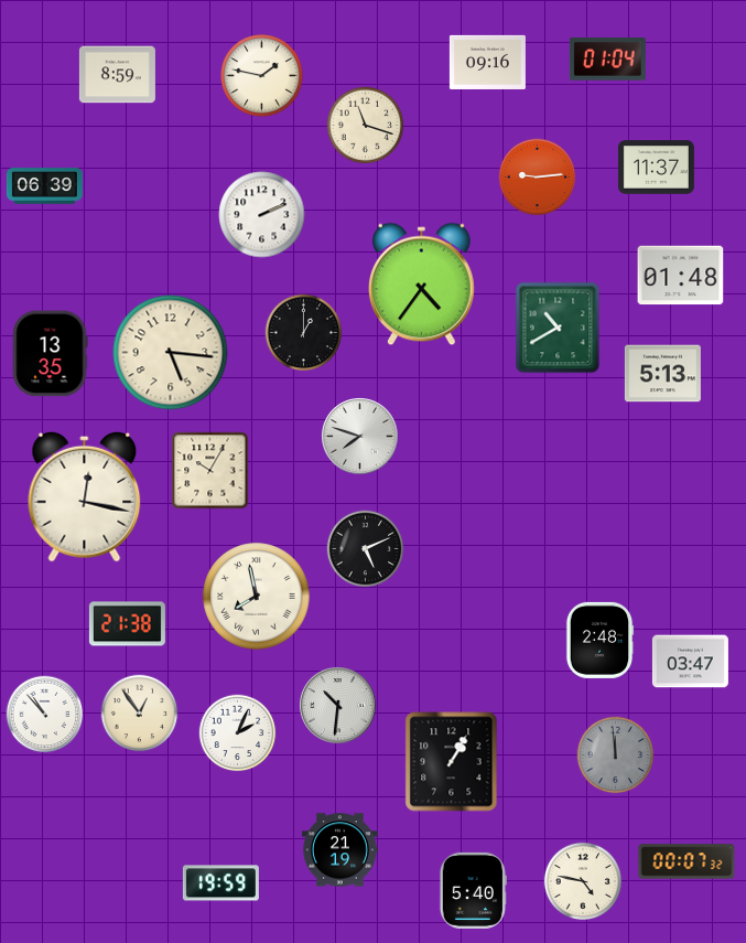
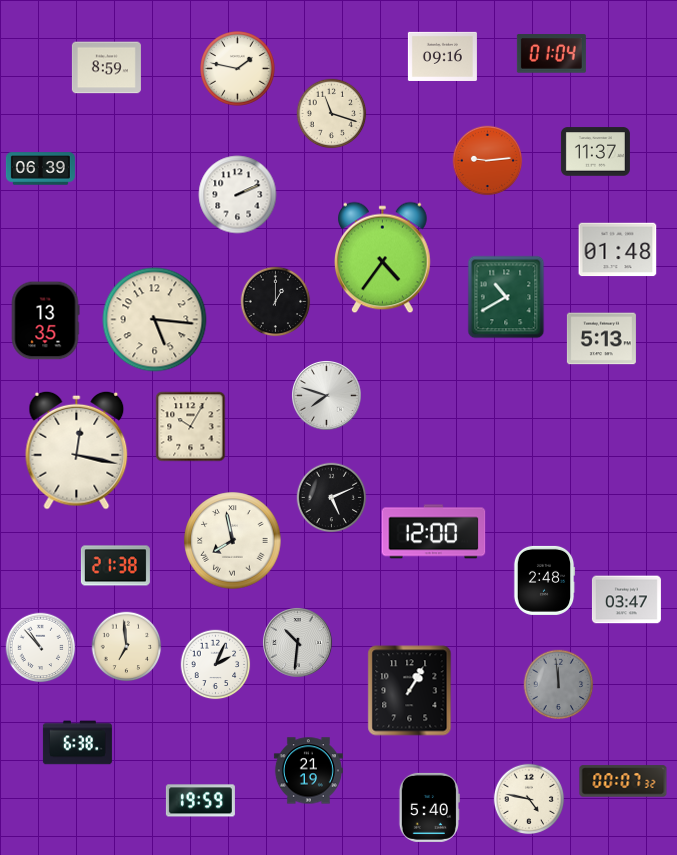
clock at (434, 532): none -> 12:00
clock at (338, 706) position: (338, 706) -> (298, 643)
clock at (140, 714): 12:54 -> 6:59
clock at (77, 743): none -> 6:38
